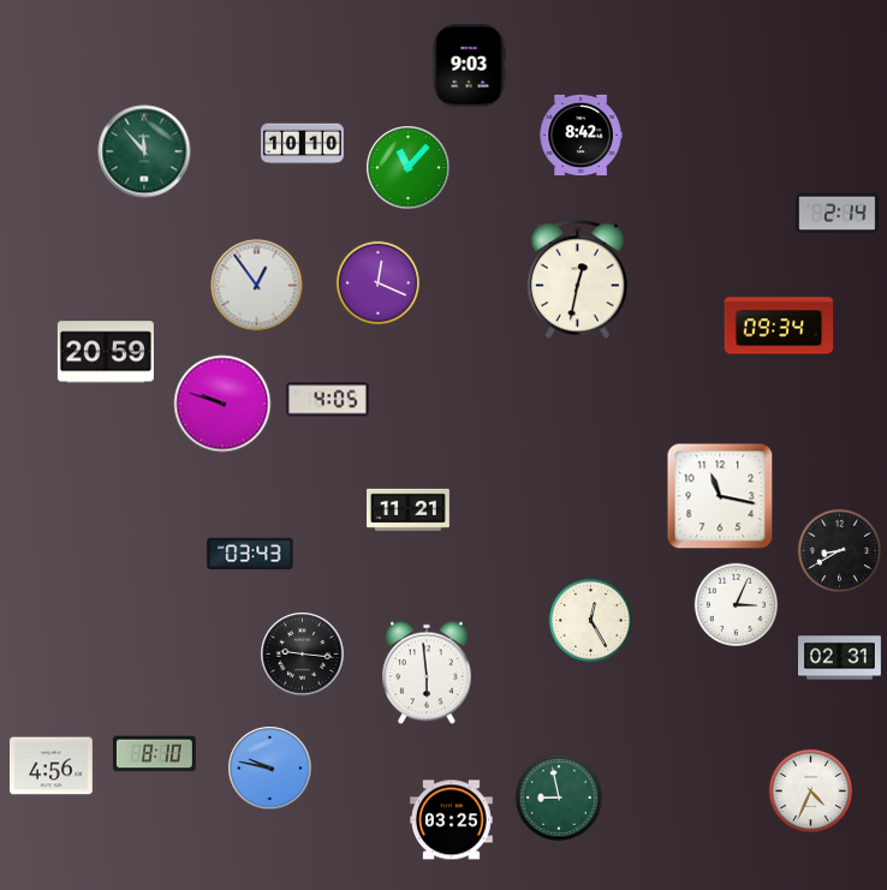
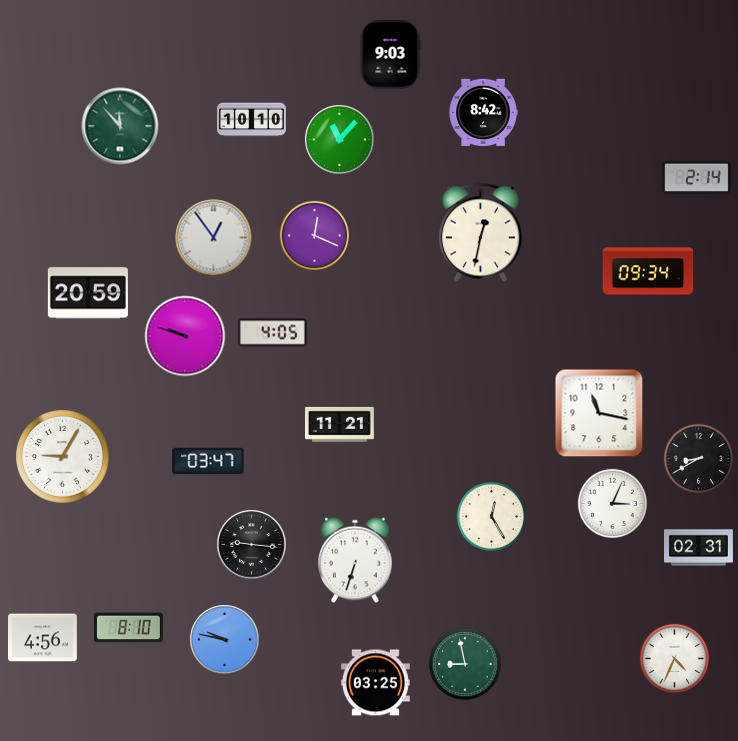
clock at (63, 457): none -> 9:05
clock at (250, 554): 03:43 -> 03:47
clock at (427, 673): 5:59 -> 6:33
